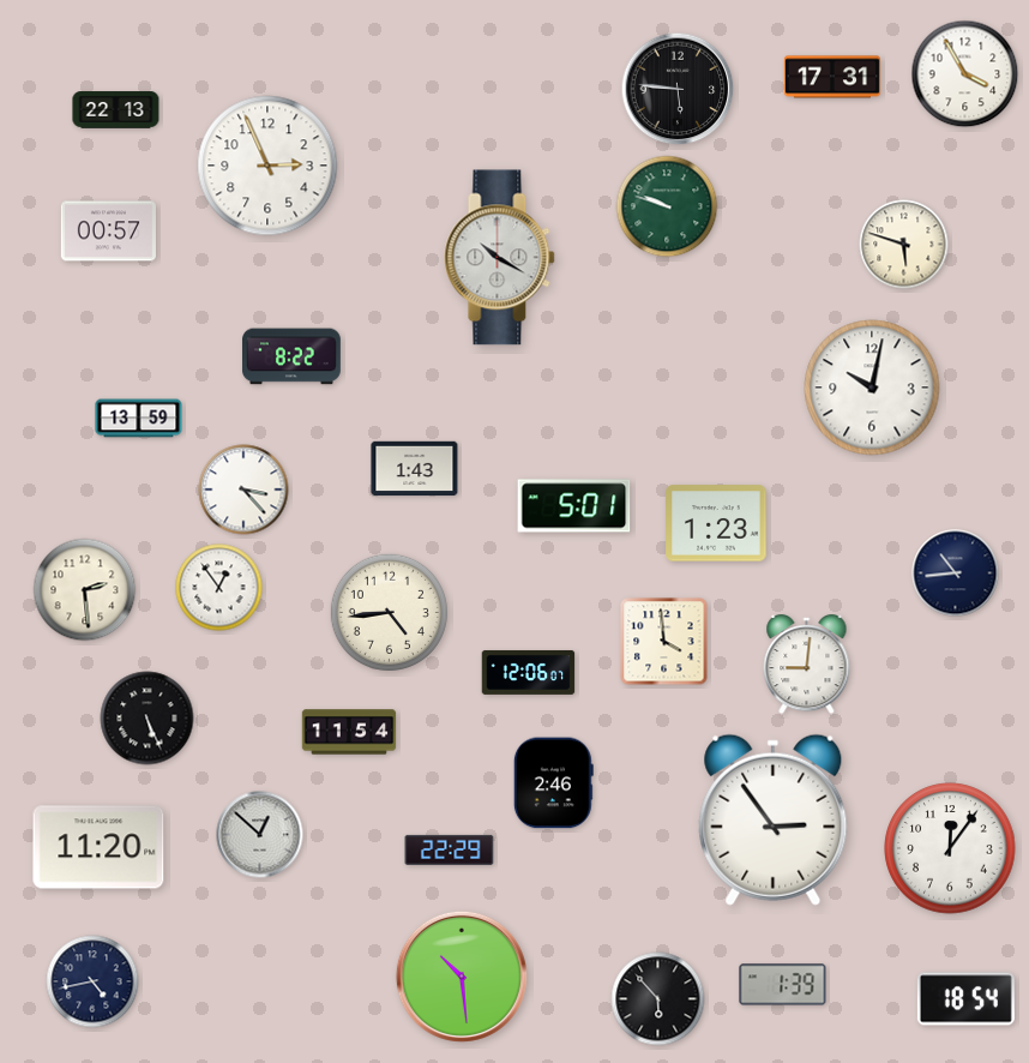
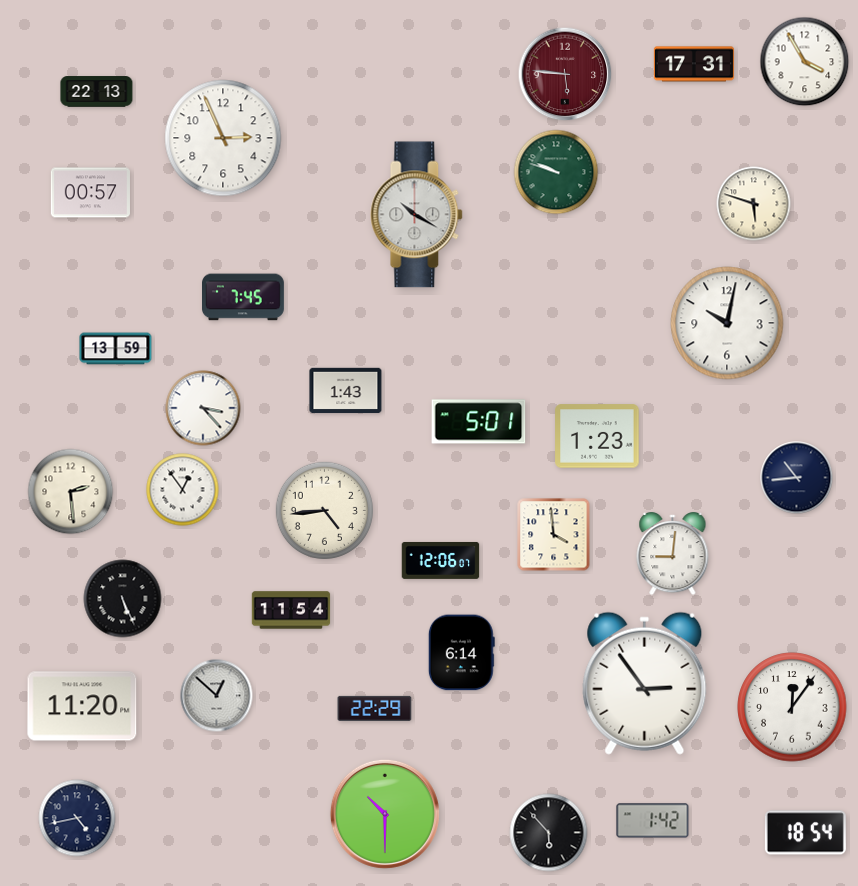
clock at (678, 89) dial: black -> burgundy
clock at (293, 356): 8:22 -> 7:45
clock at (553, 783): 2:46 -> 6:14
clock at (462, 977): 10:29 -> 10:30
clock at (783, 985): 1:39 -> 1:42
